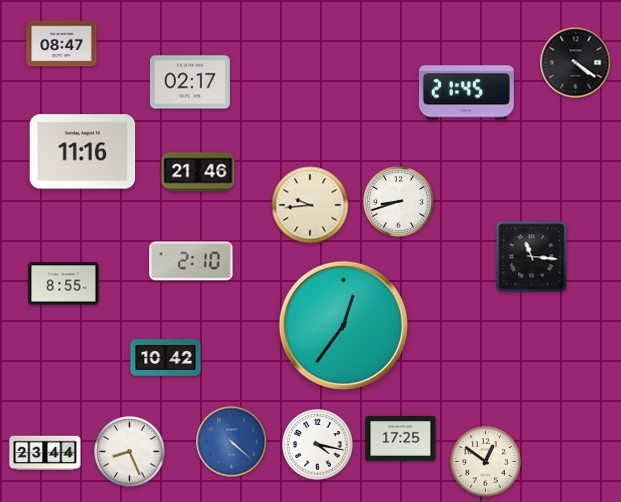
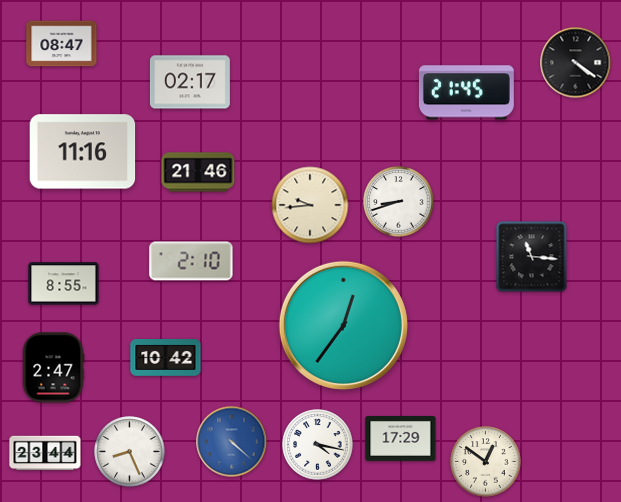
clock at (53, 368): none -> 2:47
clock at (401, 439): 17:25 -> 17:29
